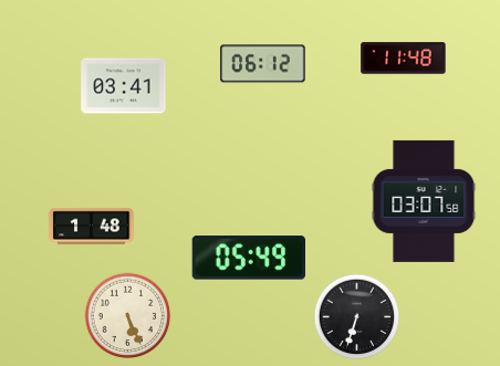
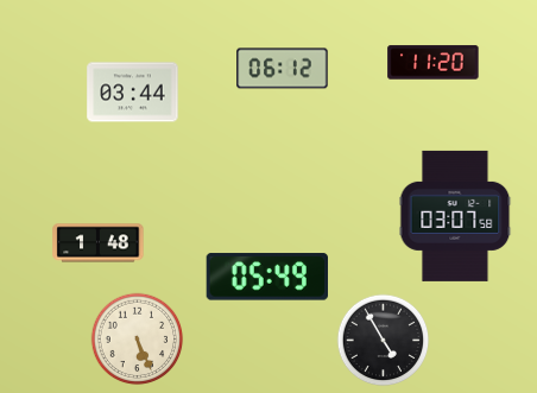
clock at (404, 59): 11:48 -> 11:20
clock at (124, 86): 03:41 -> 03:44
clock at (356, 316): 6:33 -> 4:55
